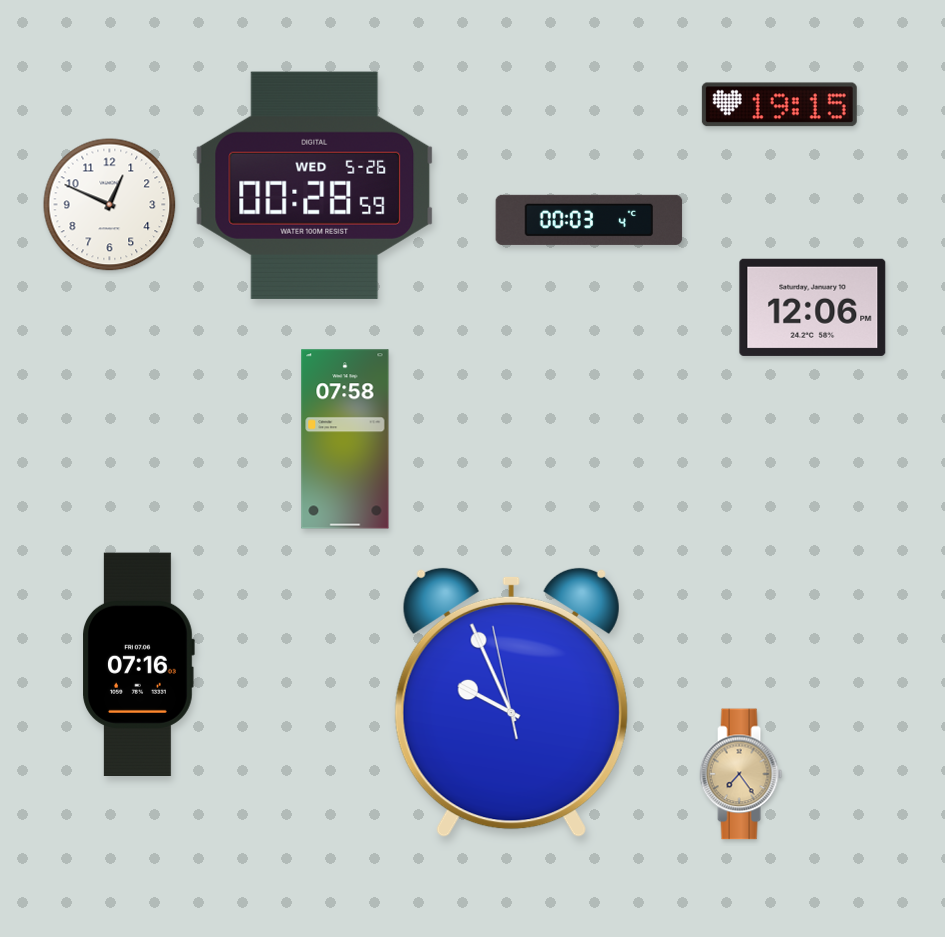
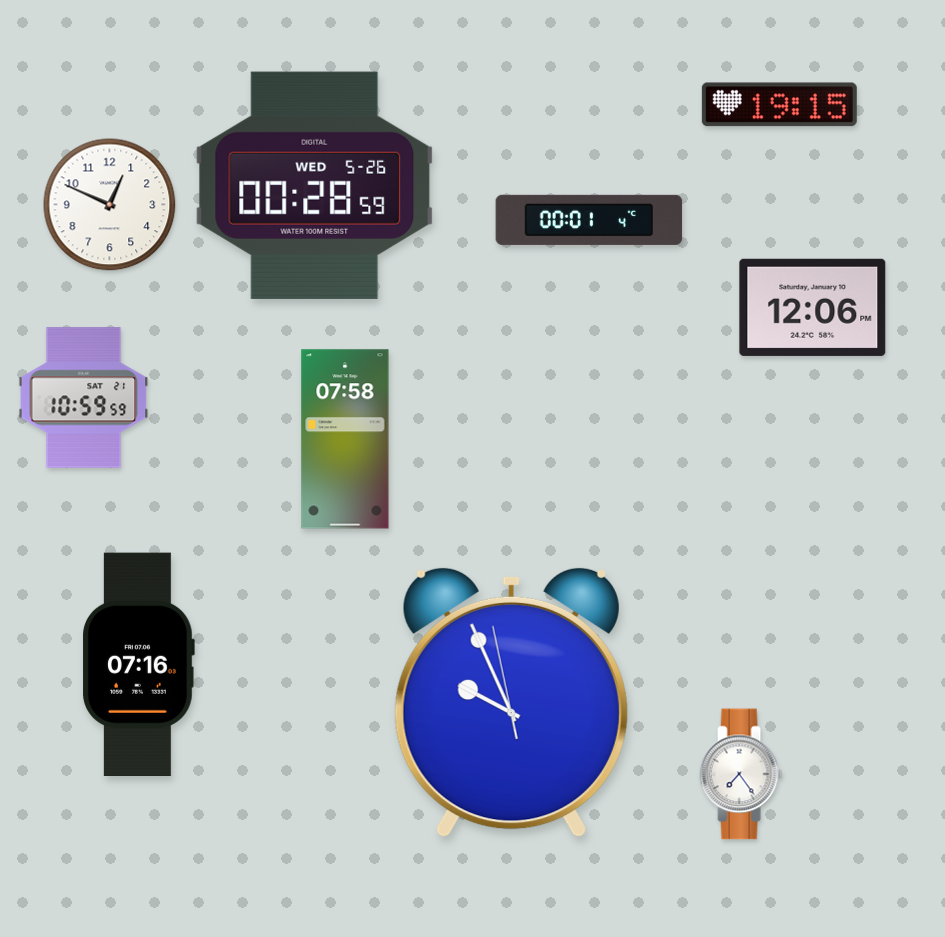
clock at (589, 220): 00:03 -> 00:01
clock at (84, 398): none -> 10:59
clock at (741, 774) dial: champagne -> white
